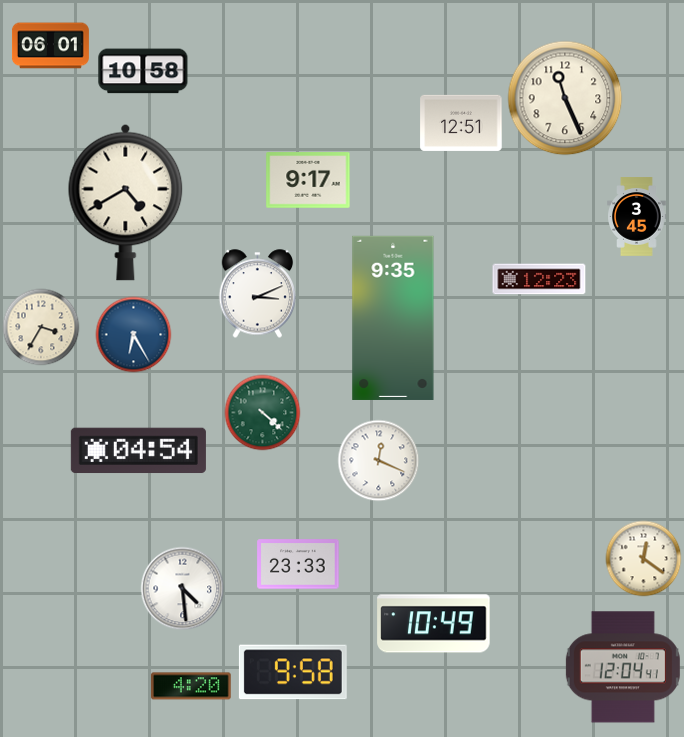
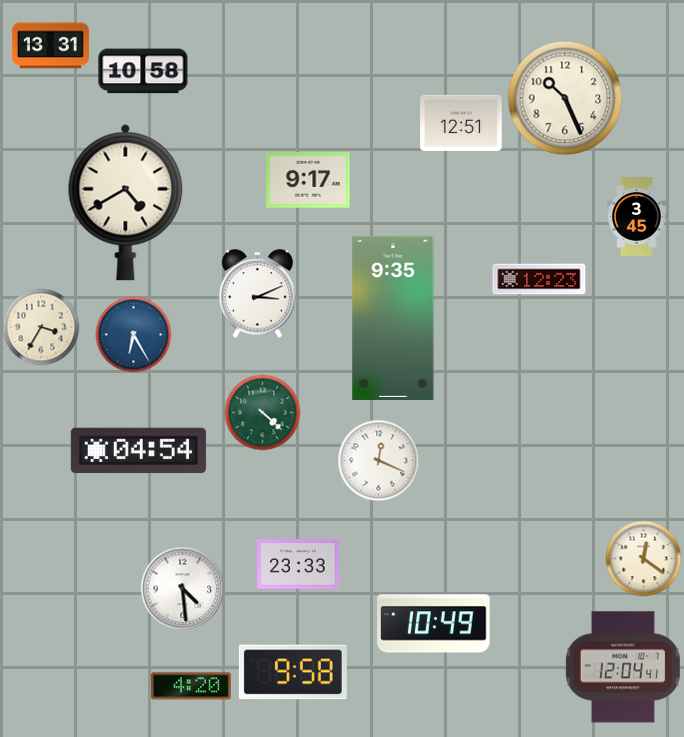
clock at (50, 46): 06:01 -> 13:31
clock at (565, 98): 11:26 -> 10:26
